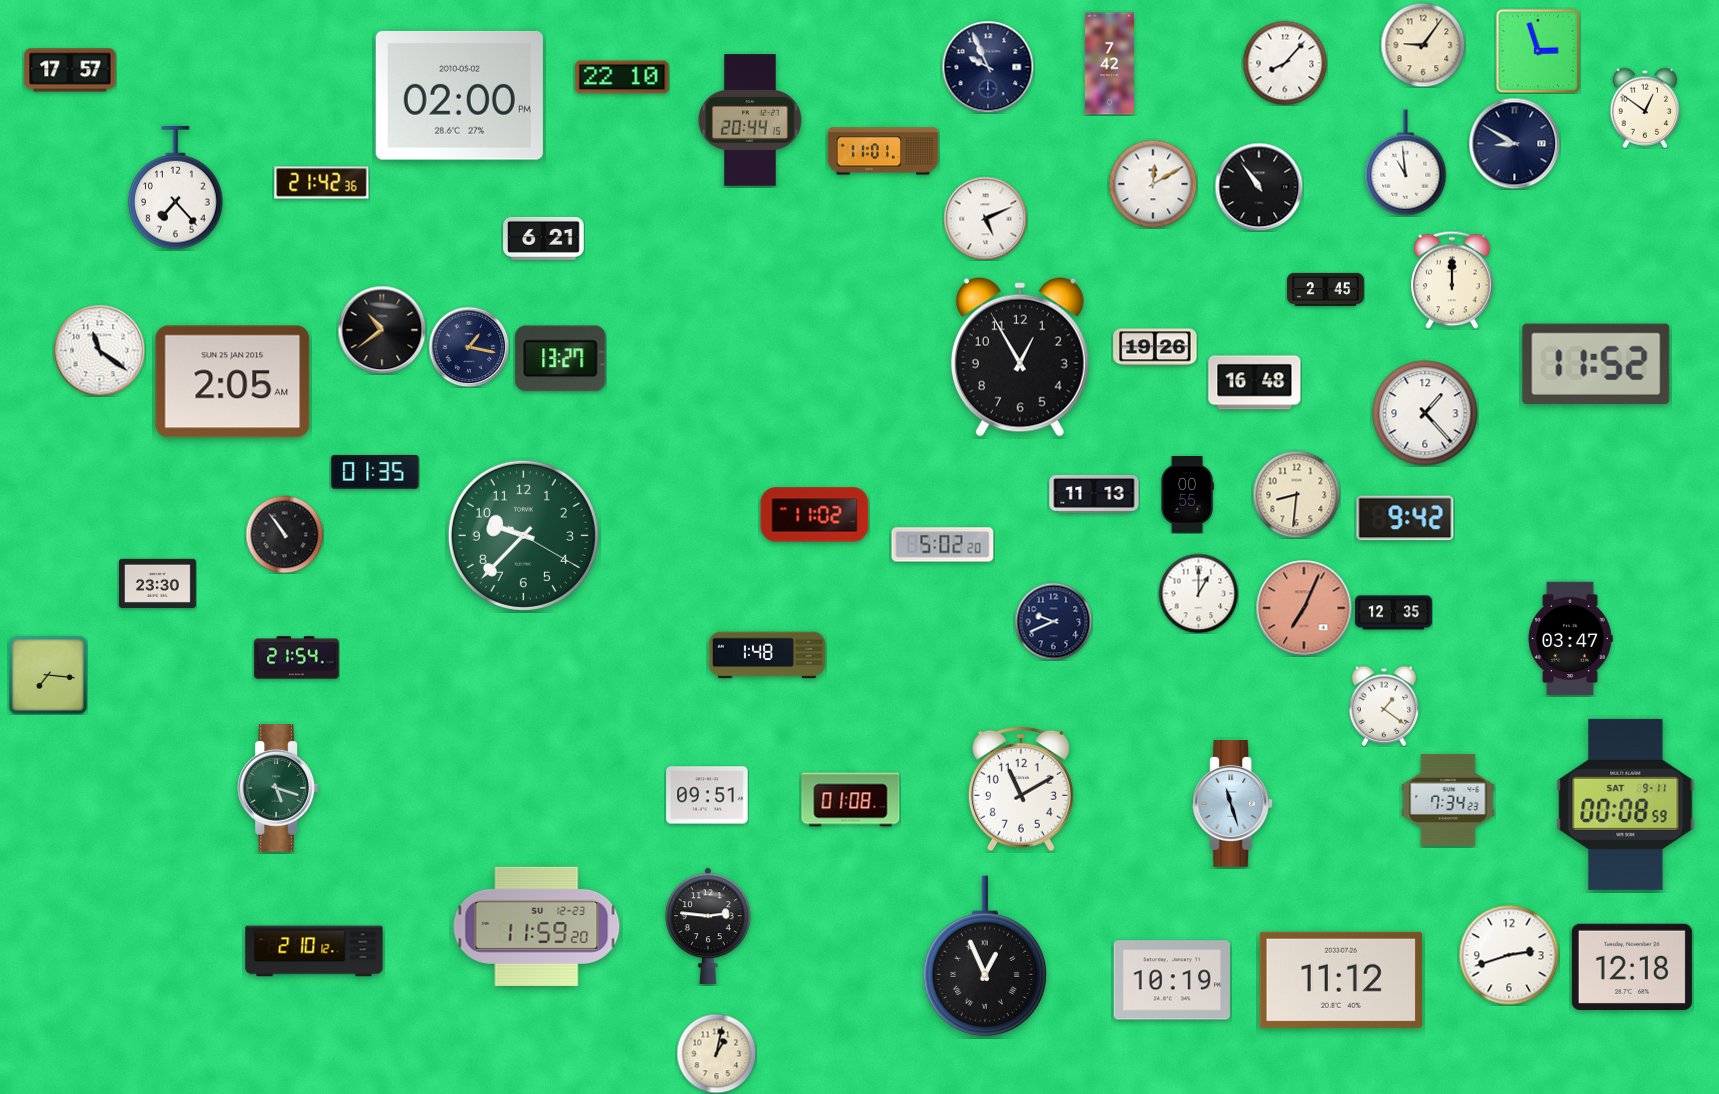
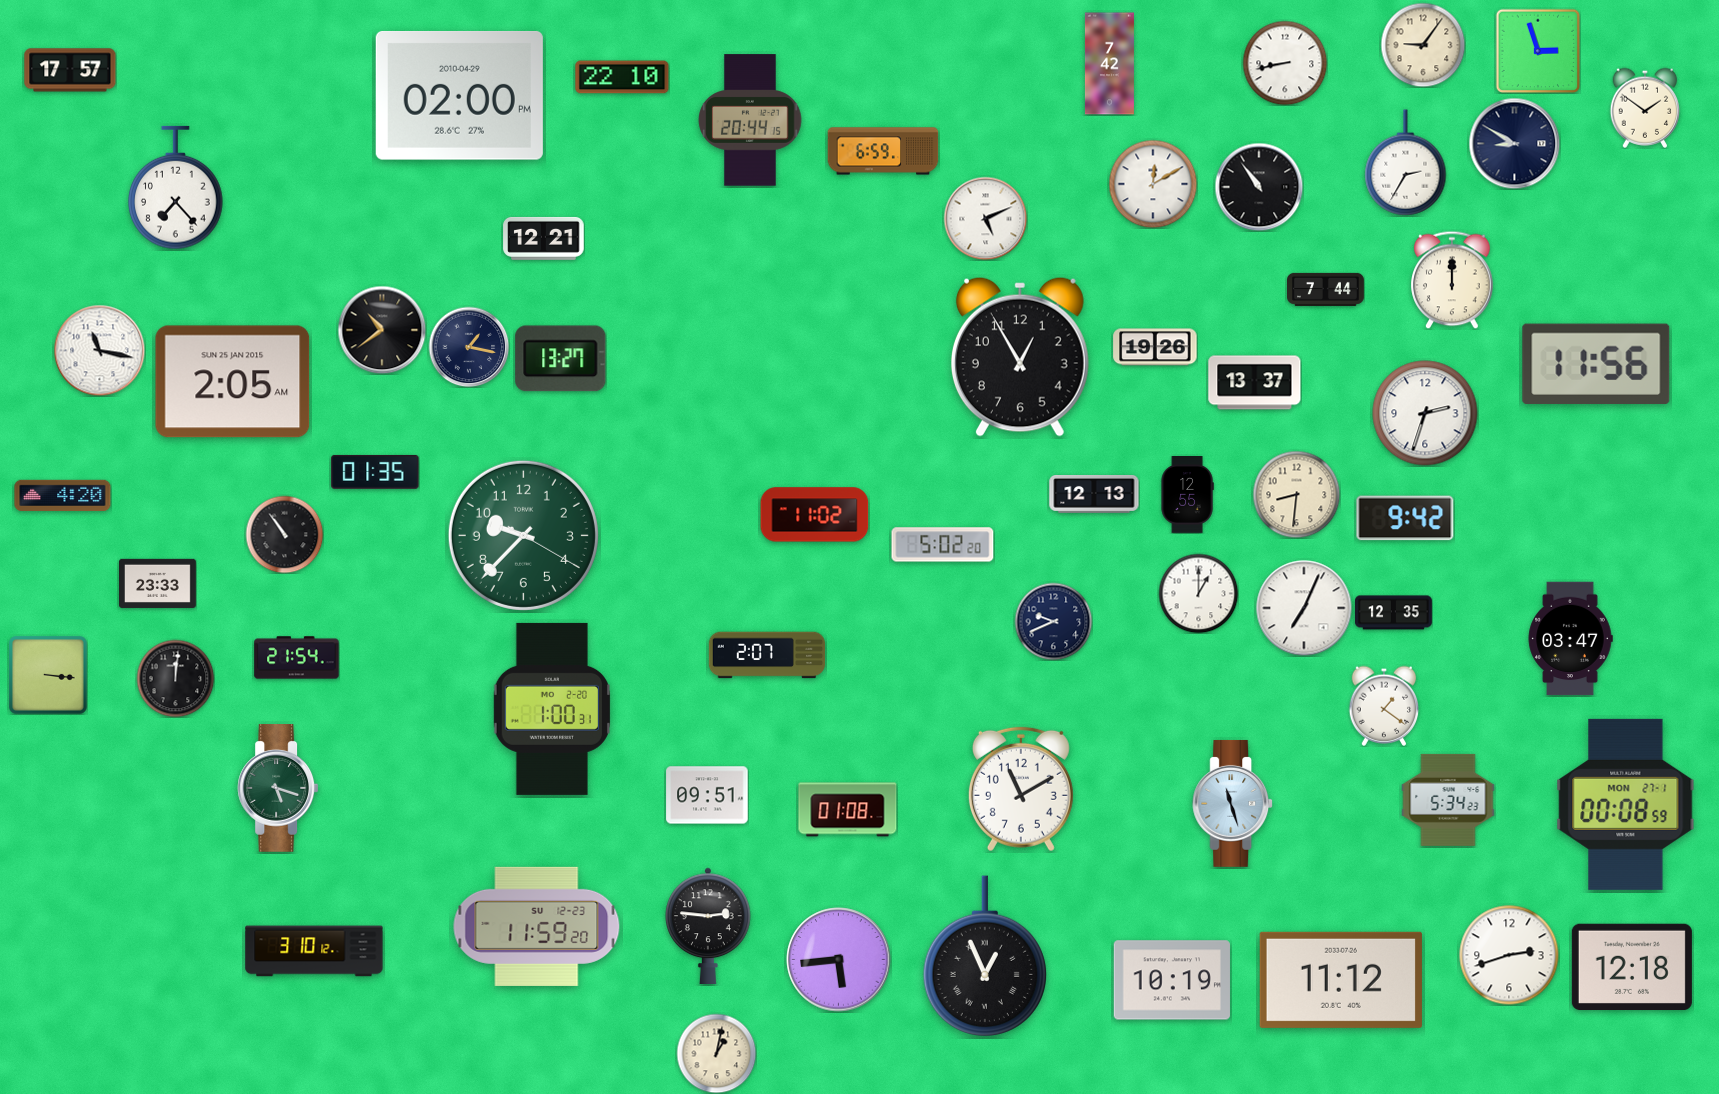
clock at (1285, 63): 8:07 -> 8:43
clock at (988, 67): 9:56 -> none
clock at (459, 96) date: 2010-05-02 -> 2010-04-29
clock at (1645, 108): 12:51 -> 1:51
clock at (883, 151): 11:01 -> 6:59
clock at (1406, 163): 10:59 -> 2:35
clock at (322, 183): 21:42 -> none
clock at (544, 238): 6:21 -> 12:21
clock at (1326, 289): 2:45 -> 7:44
clock at (99, 350): 11:21 -> 11:17
clock at (1596, 364): 11:52 -> 11:56
clock at (1255, 383): 16:48 -> 13:37
clock at (1425, 413): 1:23 -> 2:33
clock at (63, 495): none -> 4:20
clock at (1094, 495): 11:13 -> 12:13
clock at (1187, 495): 00:55 -> 12:55
clock at (158, 583): 23:30 -> 23:33
clock at (1304, 608) dial: salmon -> white
clock at (767, 655): 1:48 -> 2:07
clock at (49, 676): 7:16 -> 3:16
clock at (175, 678): none -> 12:01
clock at (551, 709): none -> 1:00
clock at (851, 800) position: (851, 800) -> (848, 810)
clock at (1448, 800): 7:34 -> 5:34
clock at (1626, 804) date: SAT 9-11 -> MON 27-1
clock at (314, 951): 2:10 -> 3:10
clock at (839, 960): none -> 5:44
